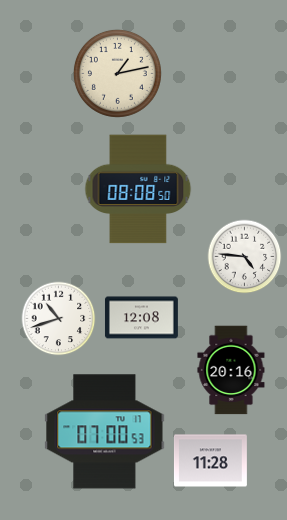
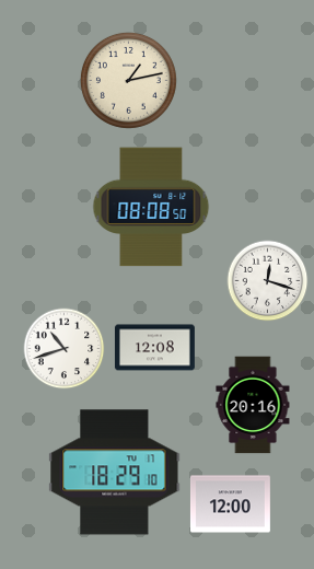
clock at (245, 257): 4:46 -> 12:18
clock at (105, 432): 07:00 -> 18:29
clock at (210, 461): 11:28 -> 12:00
